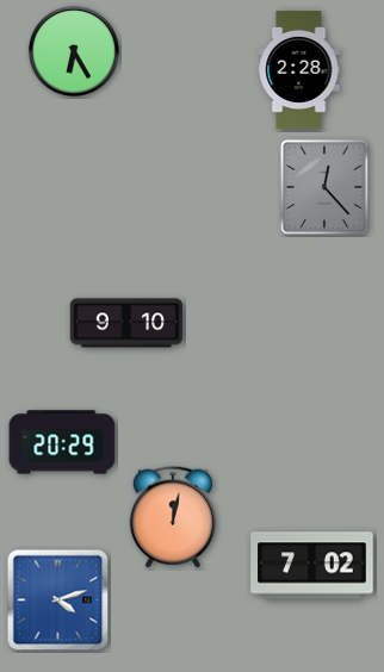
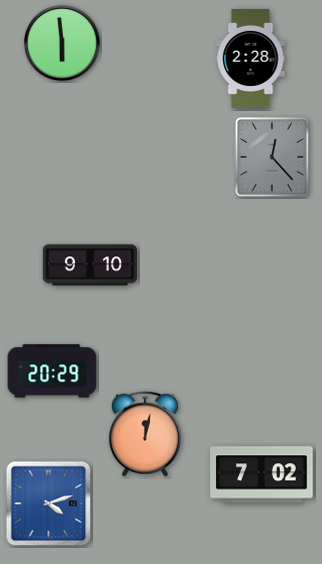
clock at (74, 51): 6:25 -> 5:59
clock at (126, 323) position: (126, 323) -> (90, 265)
